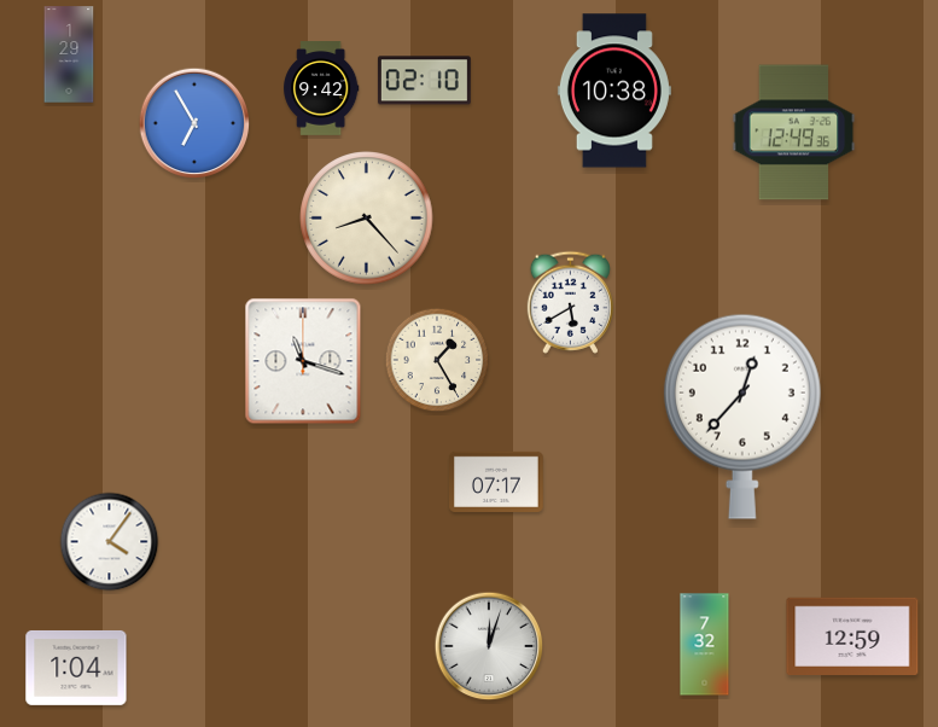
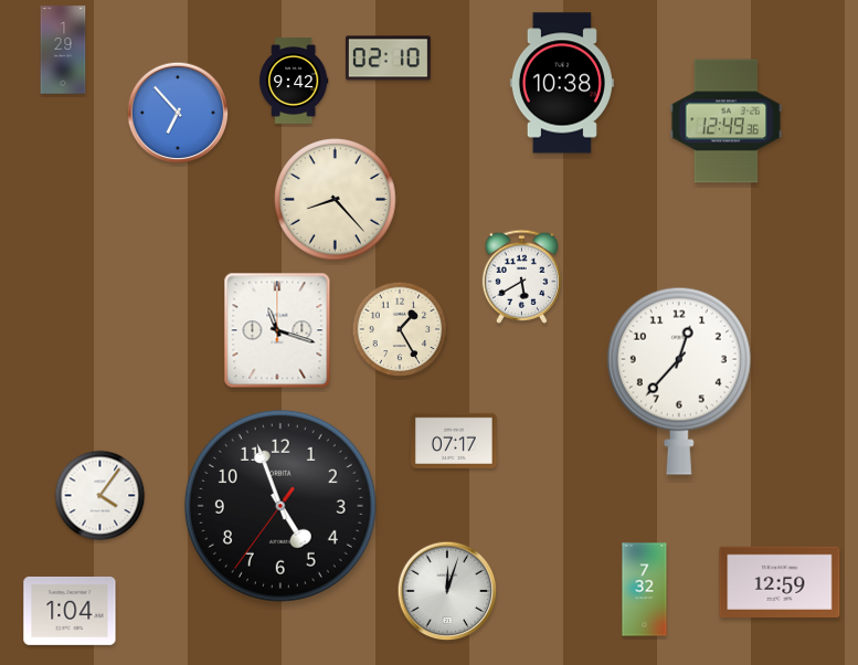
clock at (424, 81) position: (424, 81) -> (388, 59)
clock at (194, 123): 6:55 -> 6:53
clock at (280, 506): none -> 4:56
